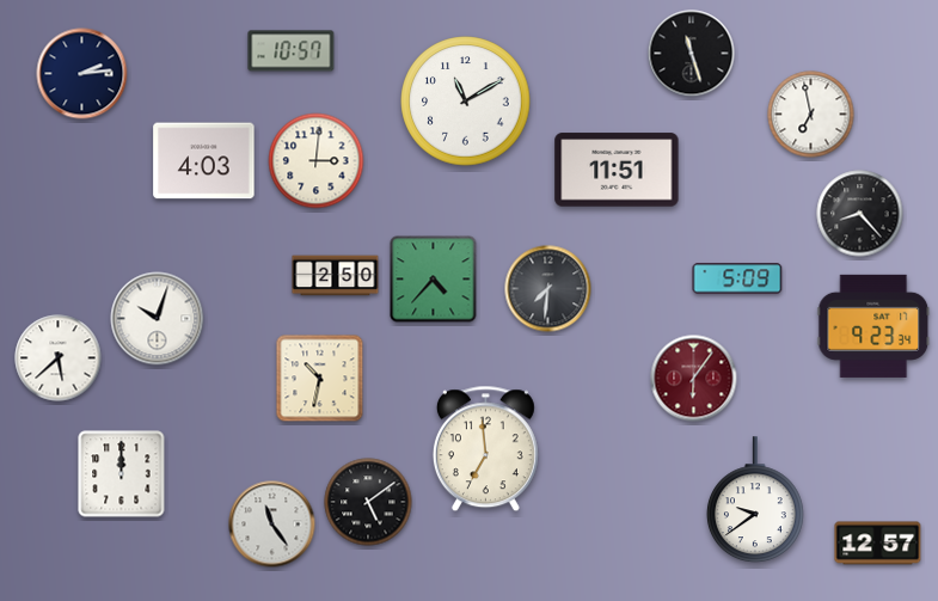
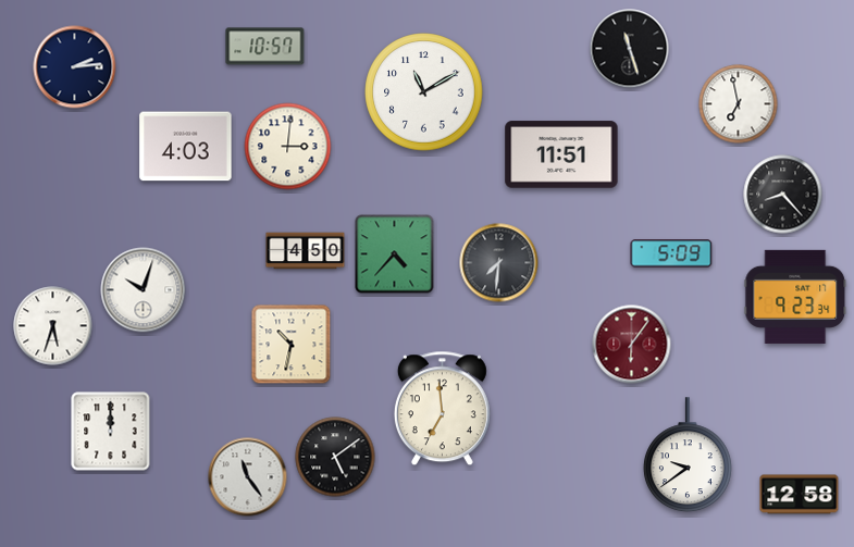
clock at (336, 276): 2:50 -> 4:50
clock at (59, 358): 5:38 -> 5:33
clock at (878, 544): 12:57 -> 12:58
